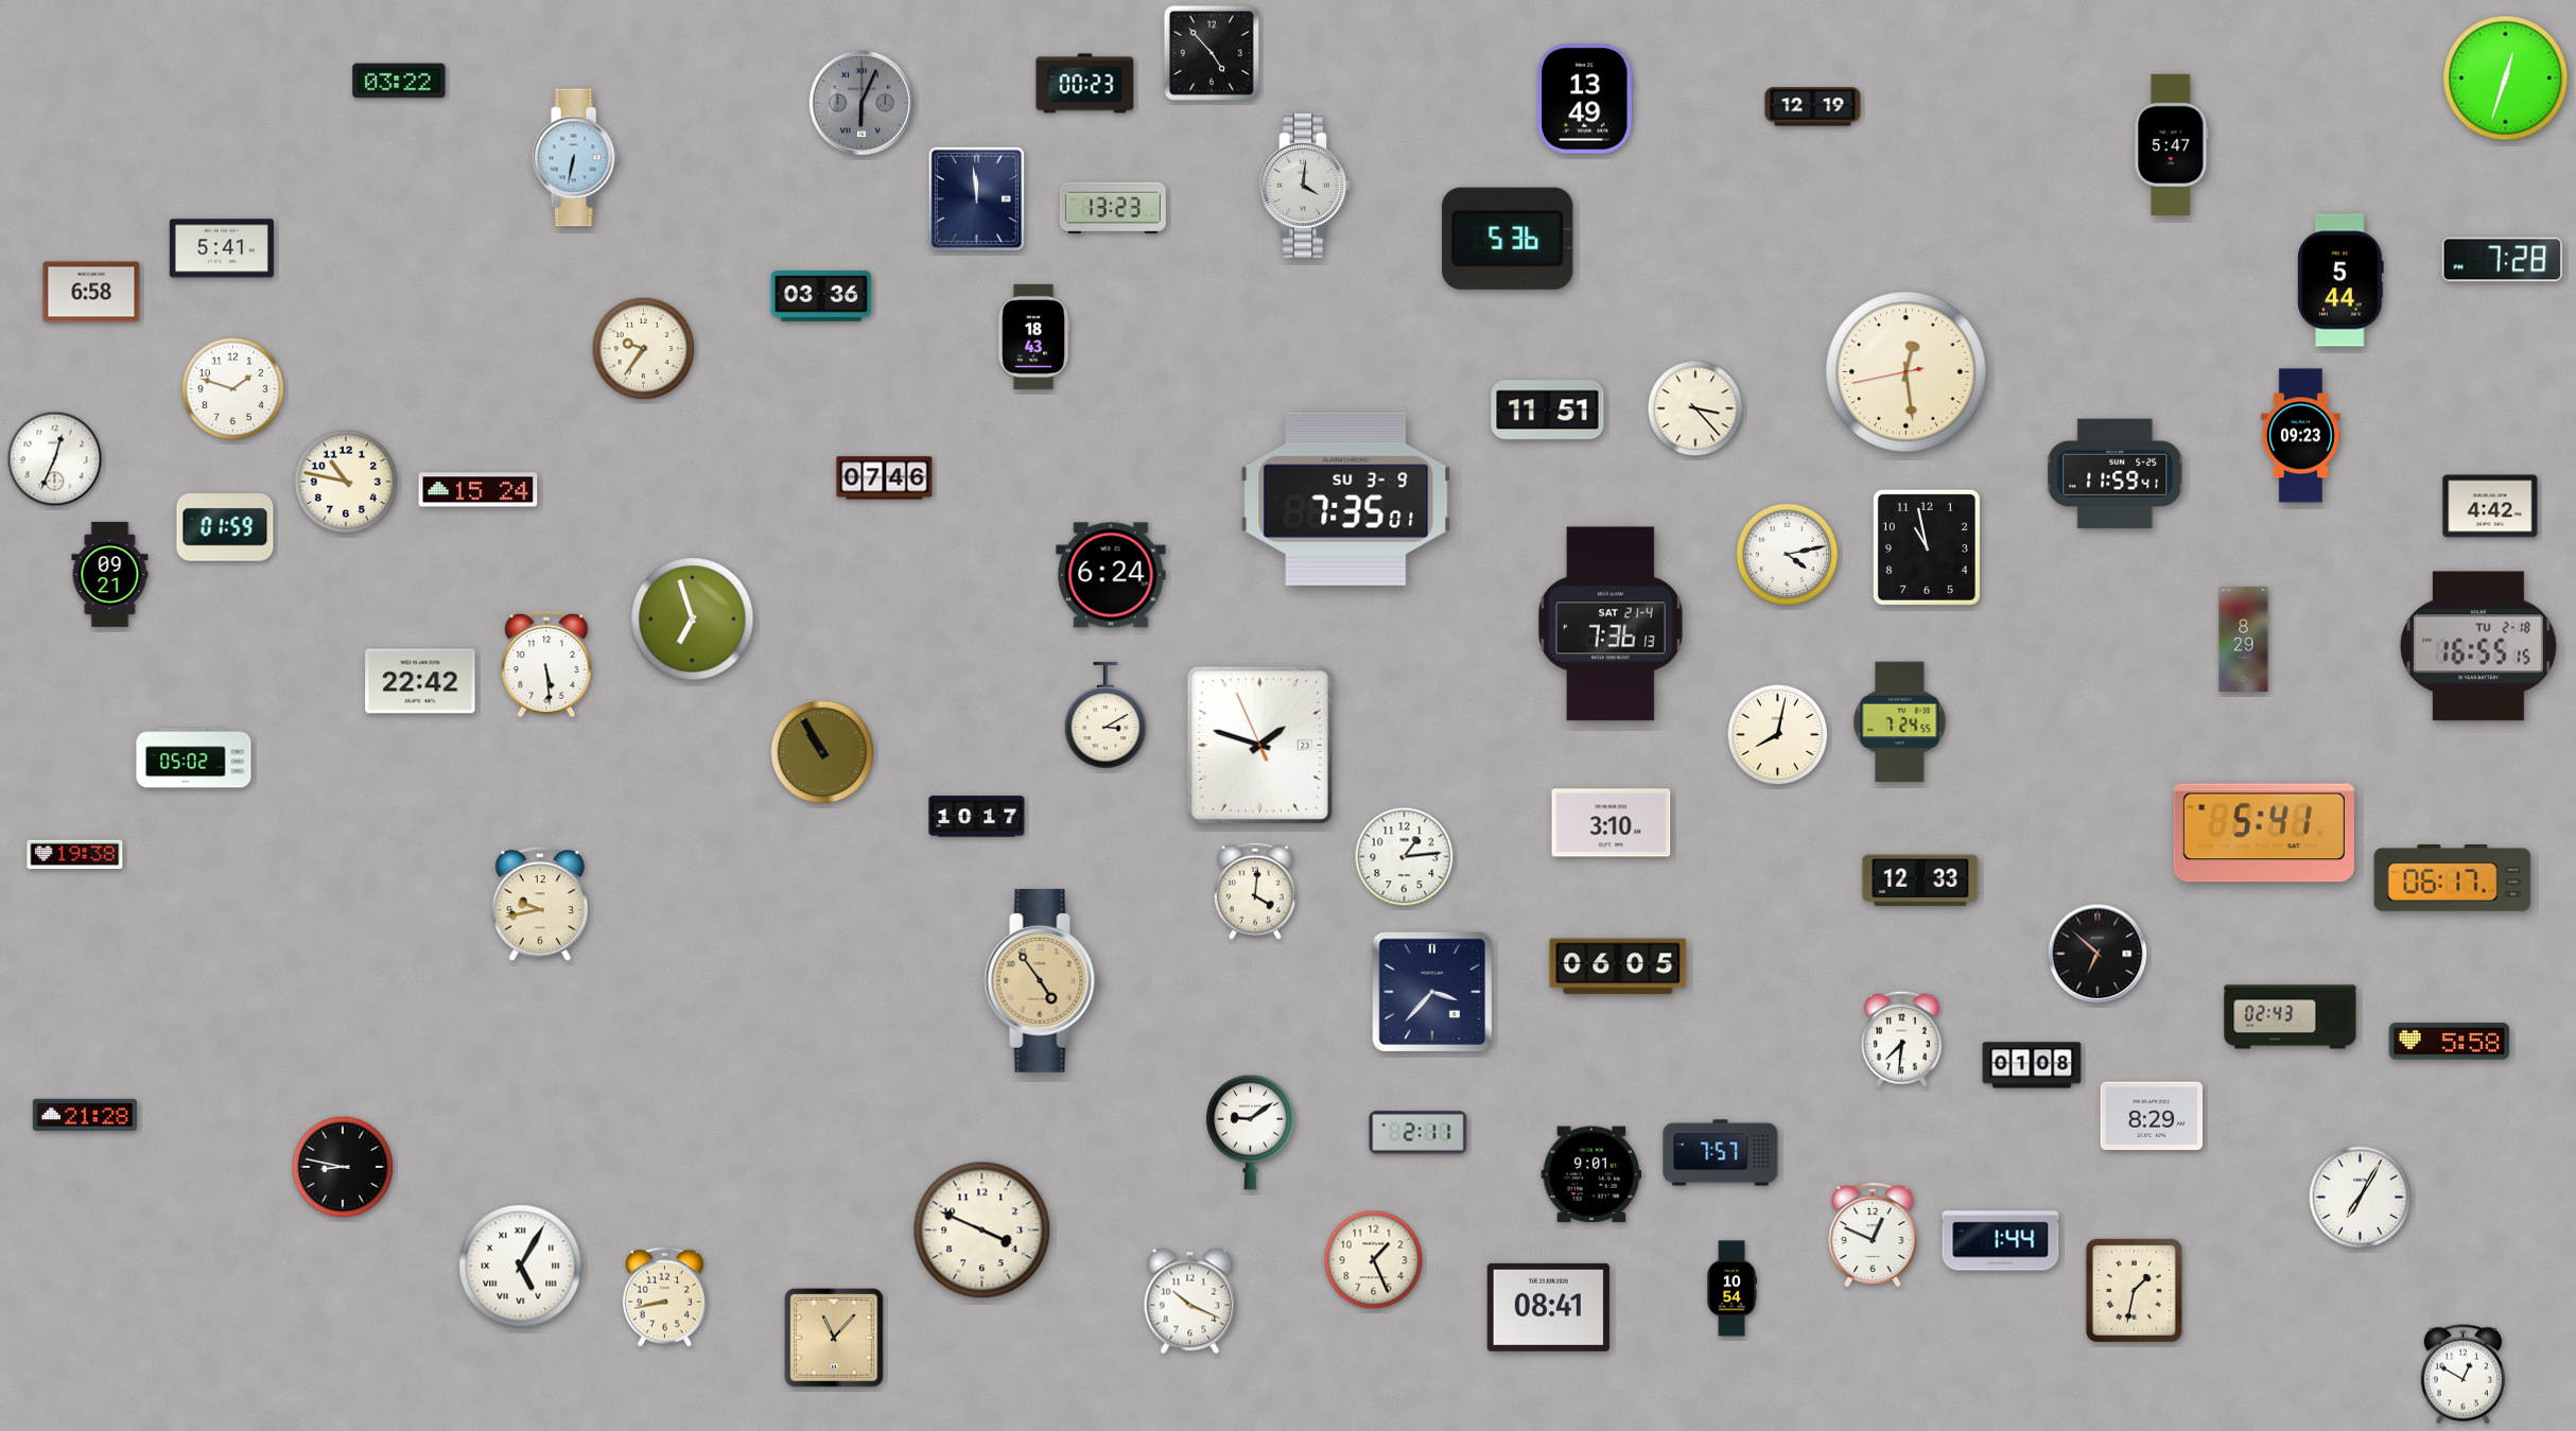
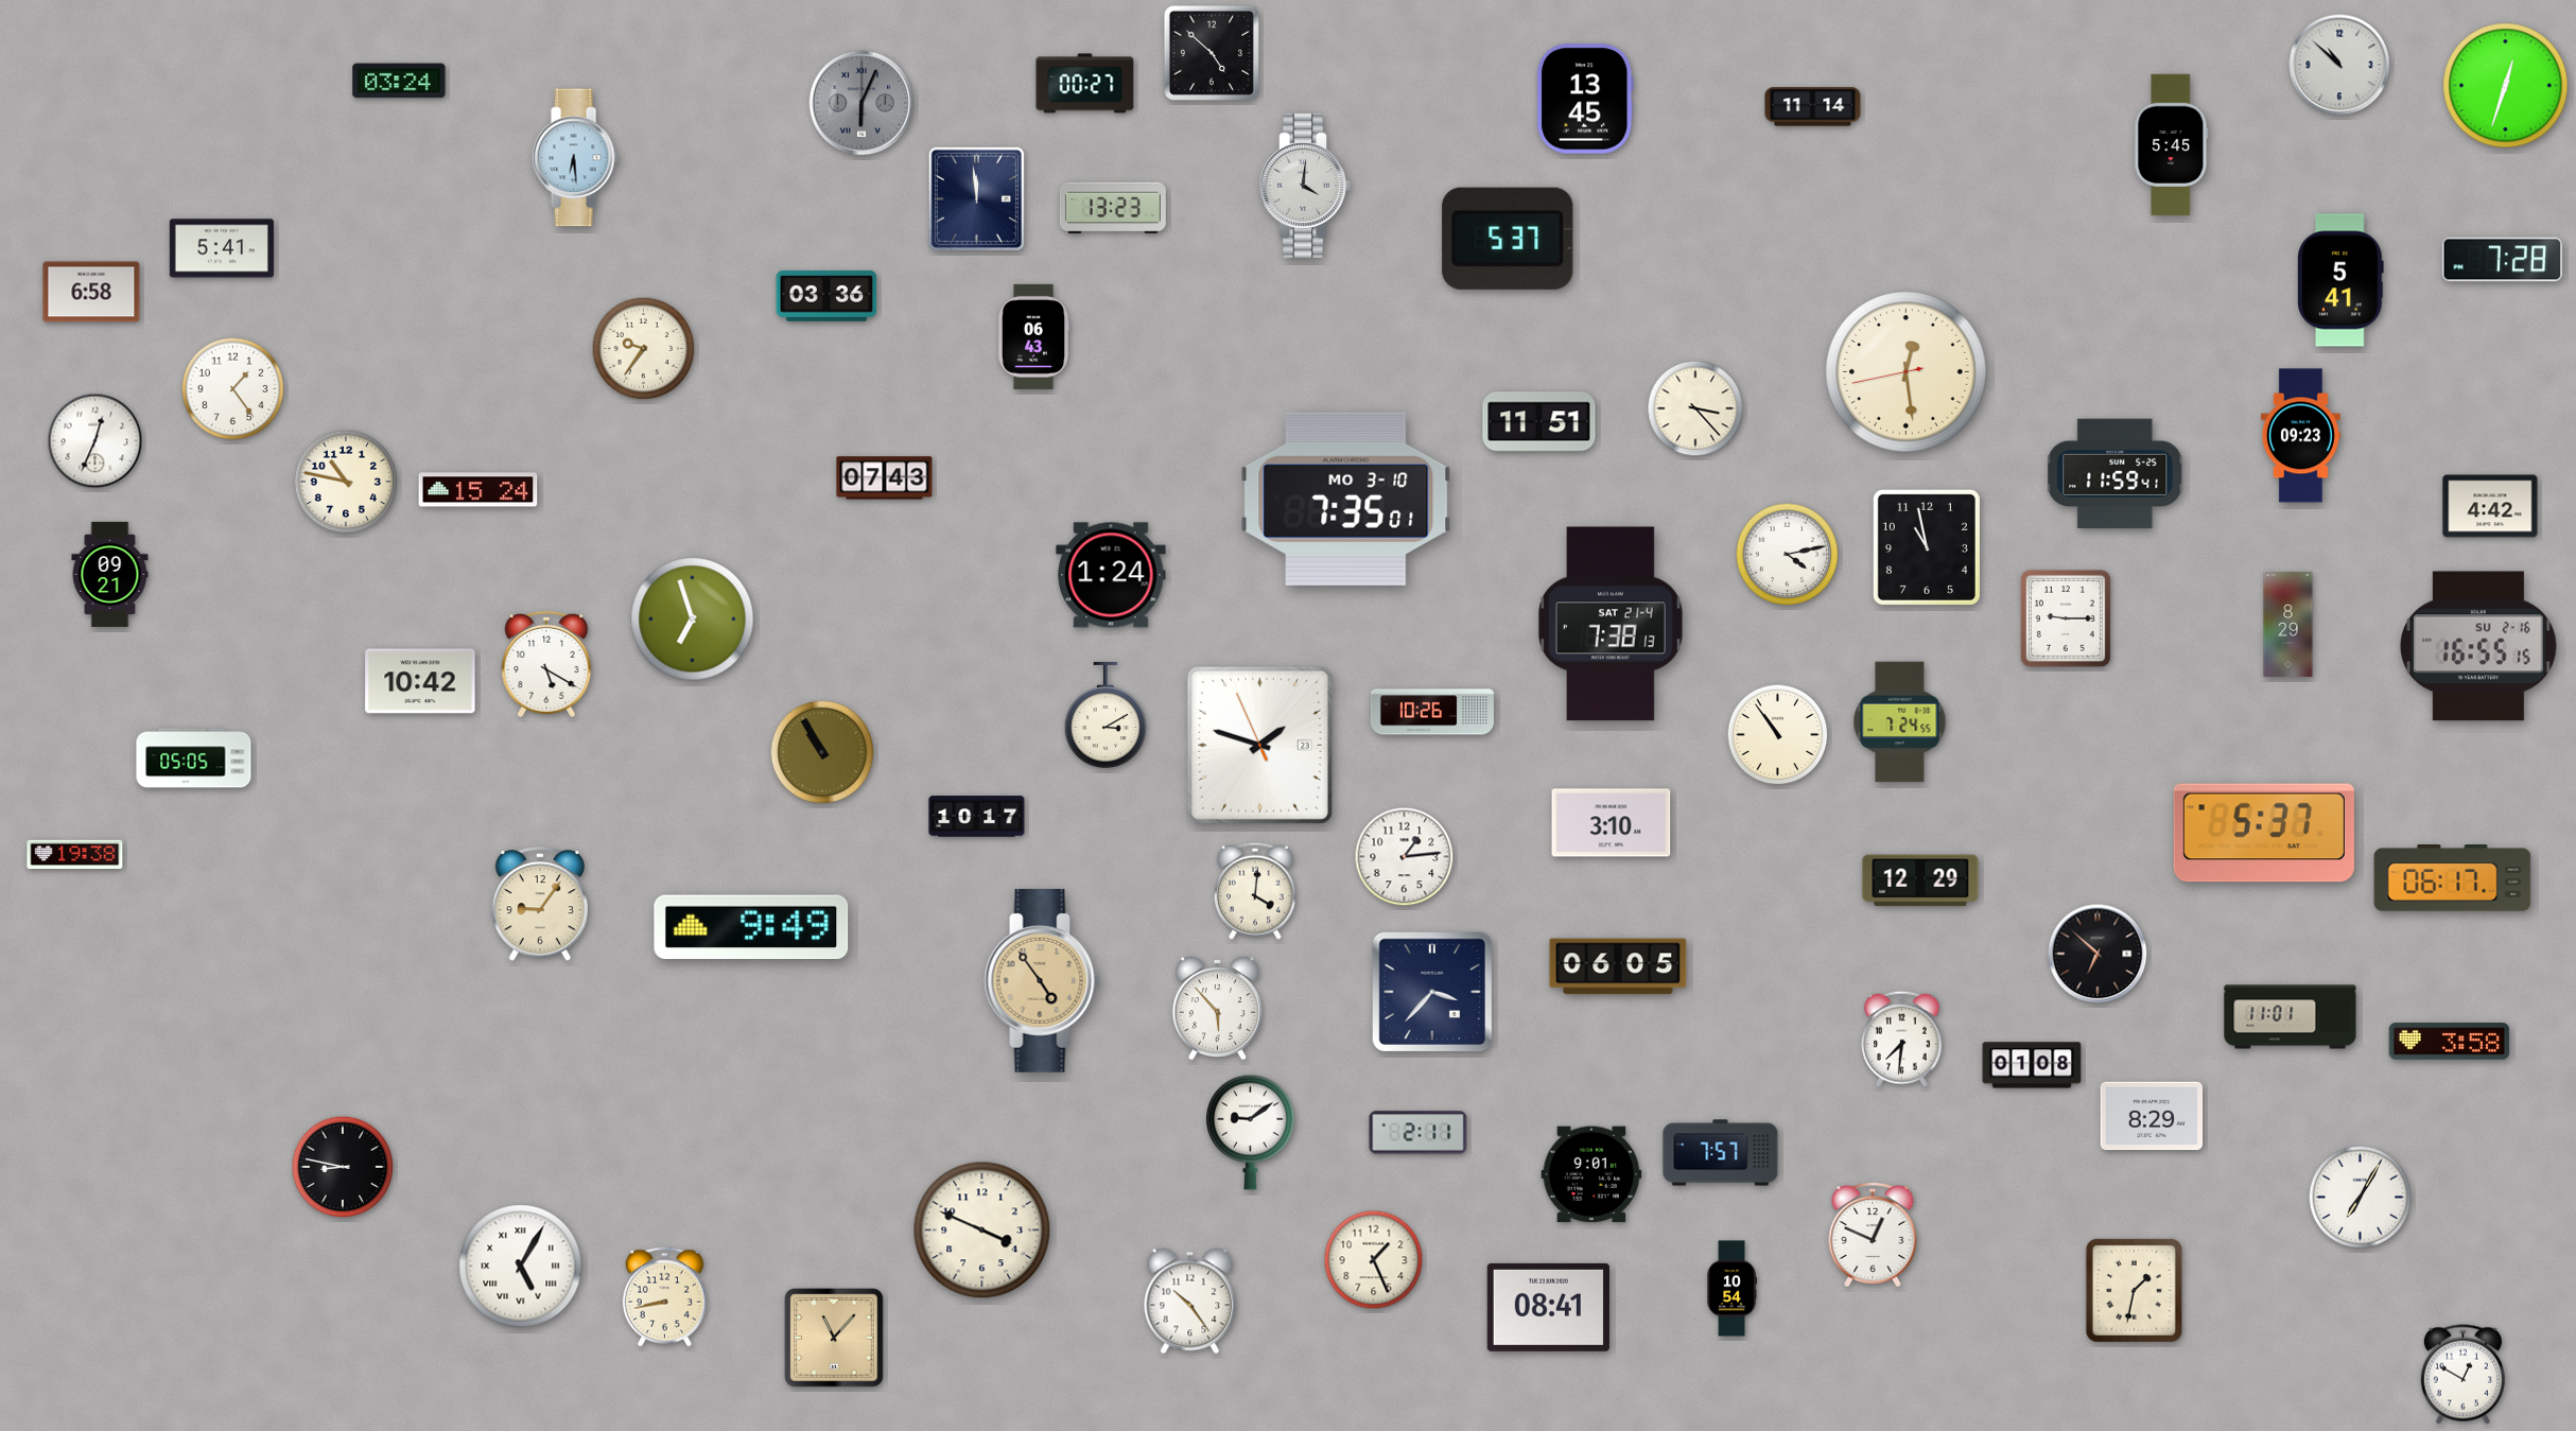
clock at (1212, 53): 4:53 -> 4:52
clock at (2339, 65): none -> 10:52
clock at (2506, 78) position: (2506, 78) -> (2506, 86)
clock at (399, 81): 03:22 -> 03:24
clock at (1085, 84): 00:23 -> 00:27
clock at (1586, 99): 13:49 -> 13:45
clock at (1813, 107): 12:19 -> 11:14
clock at (2172, 144): 5:47 -> 5:45
clock at (575, 158): 6:32 -> 6:29
clock at (1508, 239): 5:36 -> 5:37
clock at (2340, 280): 5:44 -> 5:41
clock at (821, 296) position: (821, 296) -> (826, 296)
clock at (1033, 336): 18:43 -> 06:43
clock at (233, 389): 1:48 -> 1:24
clock at (1548, 411) position: (1548, 411) -> (1539, 422)
clock at (55, 459) position: (55, 459) -> (95, 441)
clock at (885, 478): 07:46 -> 07:43
clock at (1346, 499) date: SU 3-9 -> MO 3-10
clock at (225, 527): 01:59 -> none
clock at (1111, 575): 6:24 -> 1:24
clock at (2066, 618): none -> 9:15
clock at (1611, 624): 7:36 -> 7:38
clock at (2244, 639) position: (2244, 639) -> (2288, 624)
clock at (2478, 646) date: TU 2-18 -> SU 2-16
clock at (546, 663): 5:29 -> 5:20
clock at (420, 681): 22:42 -> 10:42
clock at (1432, 712): none -> 10:26
clock at (1778, 735): 8:02 -> 10:54
clock at (194, 758): 05:02 -> 05:05
clock at (2264, 833): 5:41 -> 5:37
clock at (1920, 880): 12:33 -> 12:29
clock at (539, 905): 9:43 -> 9:06
clock at (751, 927): none -> 9:49
clock at (1217, 1008): none -> 5:53
clock at (2291, 1017): 02:43 -> 11:01
clock at (2450, 1042): 5:58 -> 3:58
clock at (85, 1115): 21:28 -> none
clock at (2001, 1241): 1:44 -> none
clock at (1190, 1302): 10:19 -> 10:24
